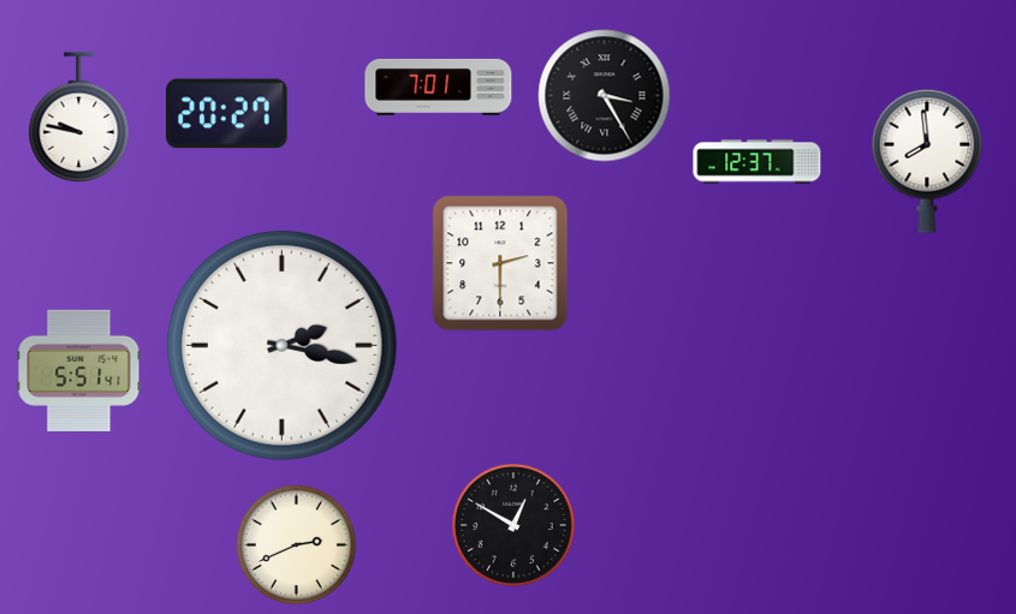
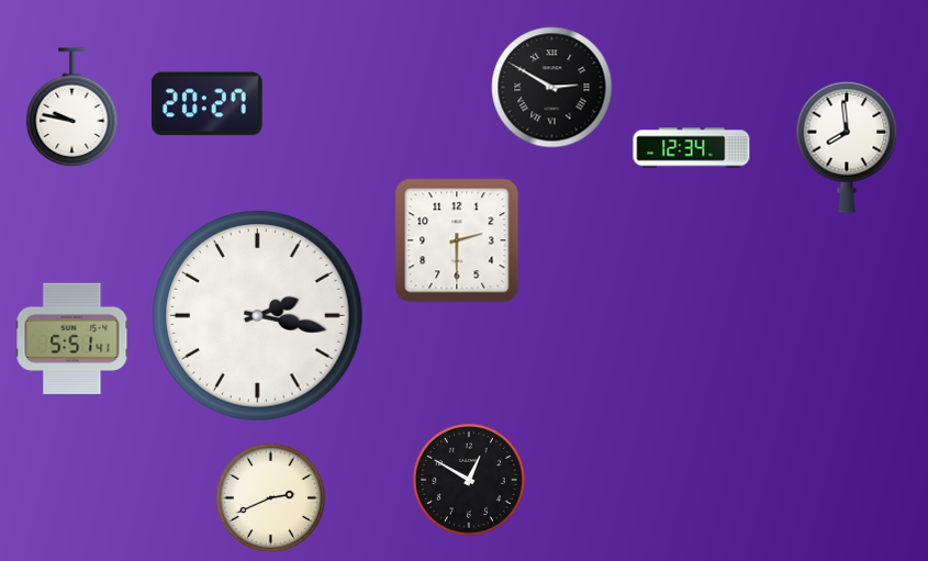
clock at (439, 87): 7:01 -> none
clock at (605, 96): 3:25 -> 2:50
clock at (757, 162): 12:37 -> 12:34
